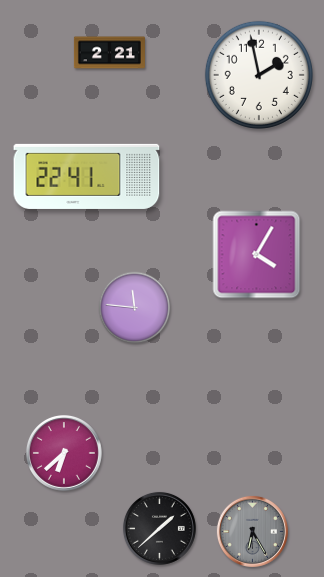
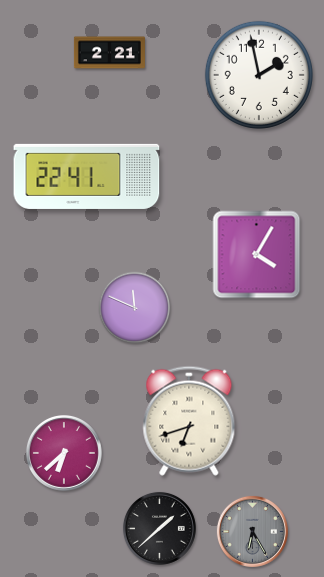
clock at (135, 308): 11:46 -> 11:49
clock at (189, 421): none -> 6:42
